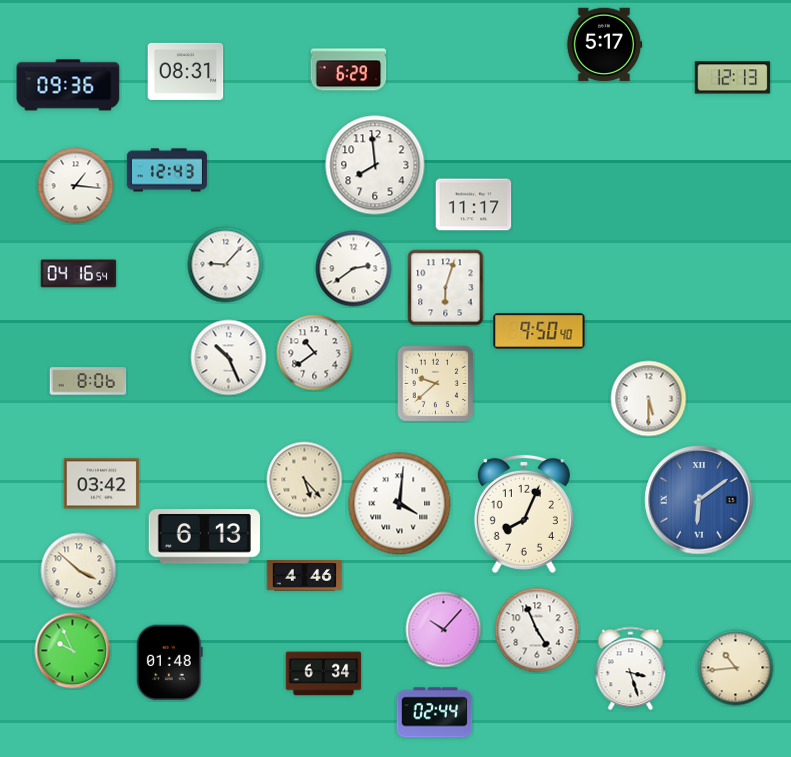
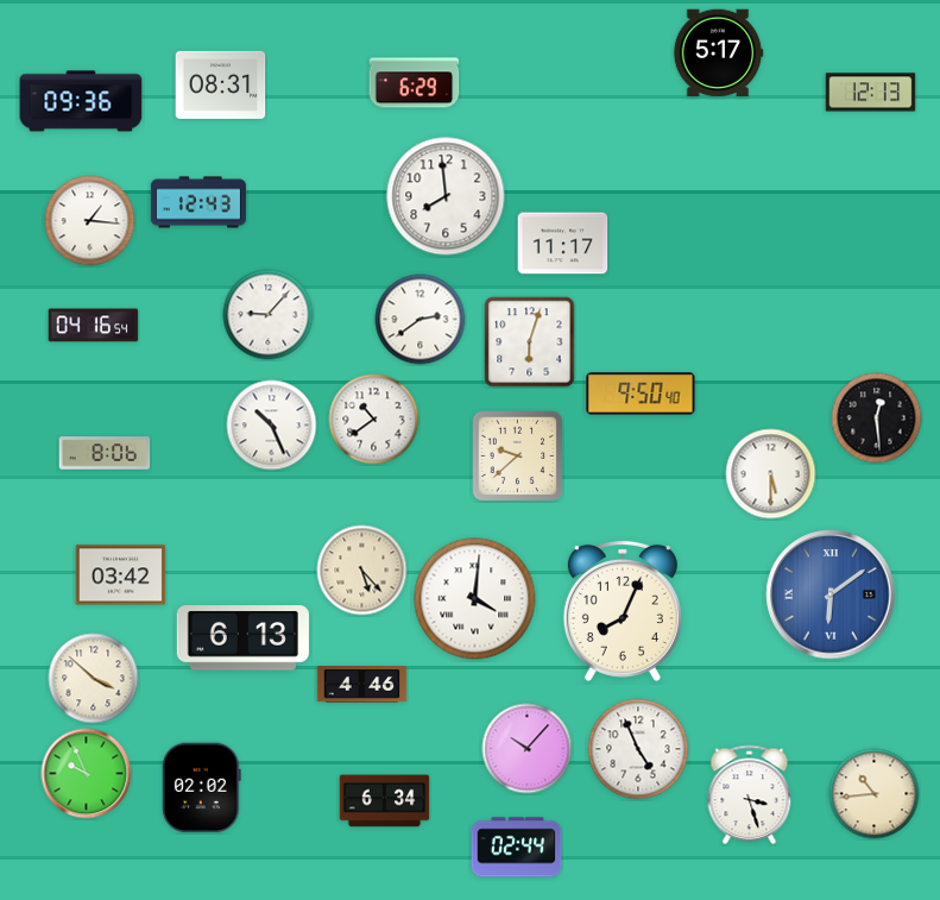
clock at (877, 418): none -> 12:29
clock at (169, 663): 01:48 -> 02:02
